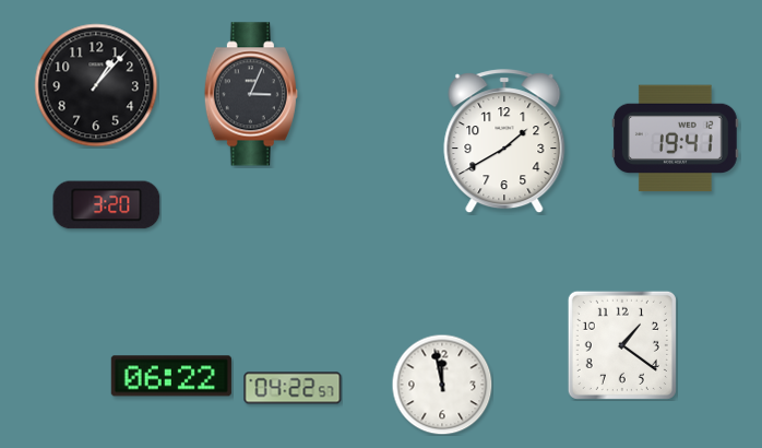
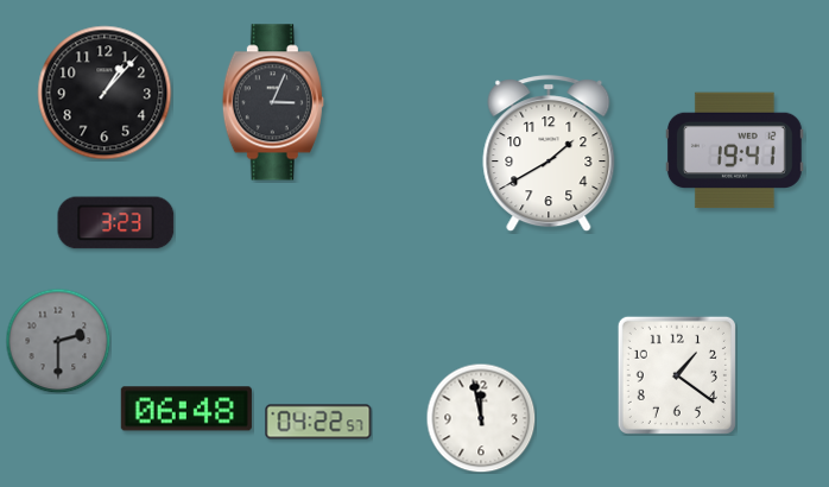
clock at (107, 205): 3:20 -> 3:23
clock at (58, 341): none -> 2:30
clock at (171, 376): 06:22 -> 06:48
